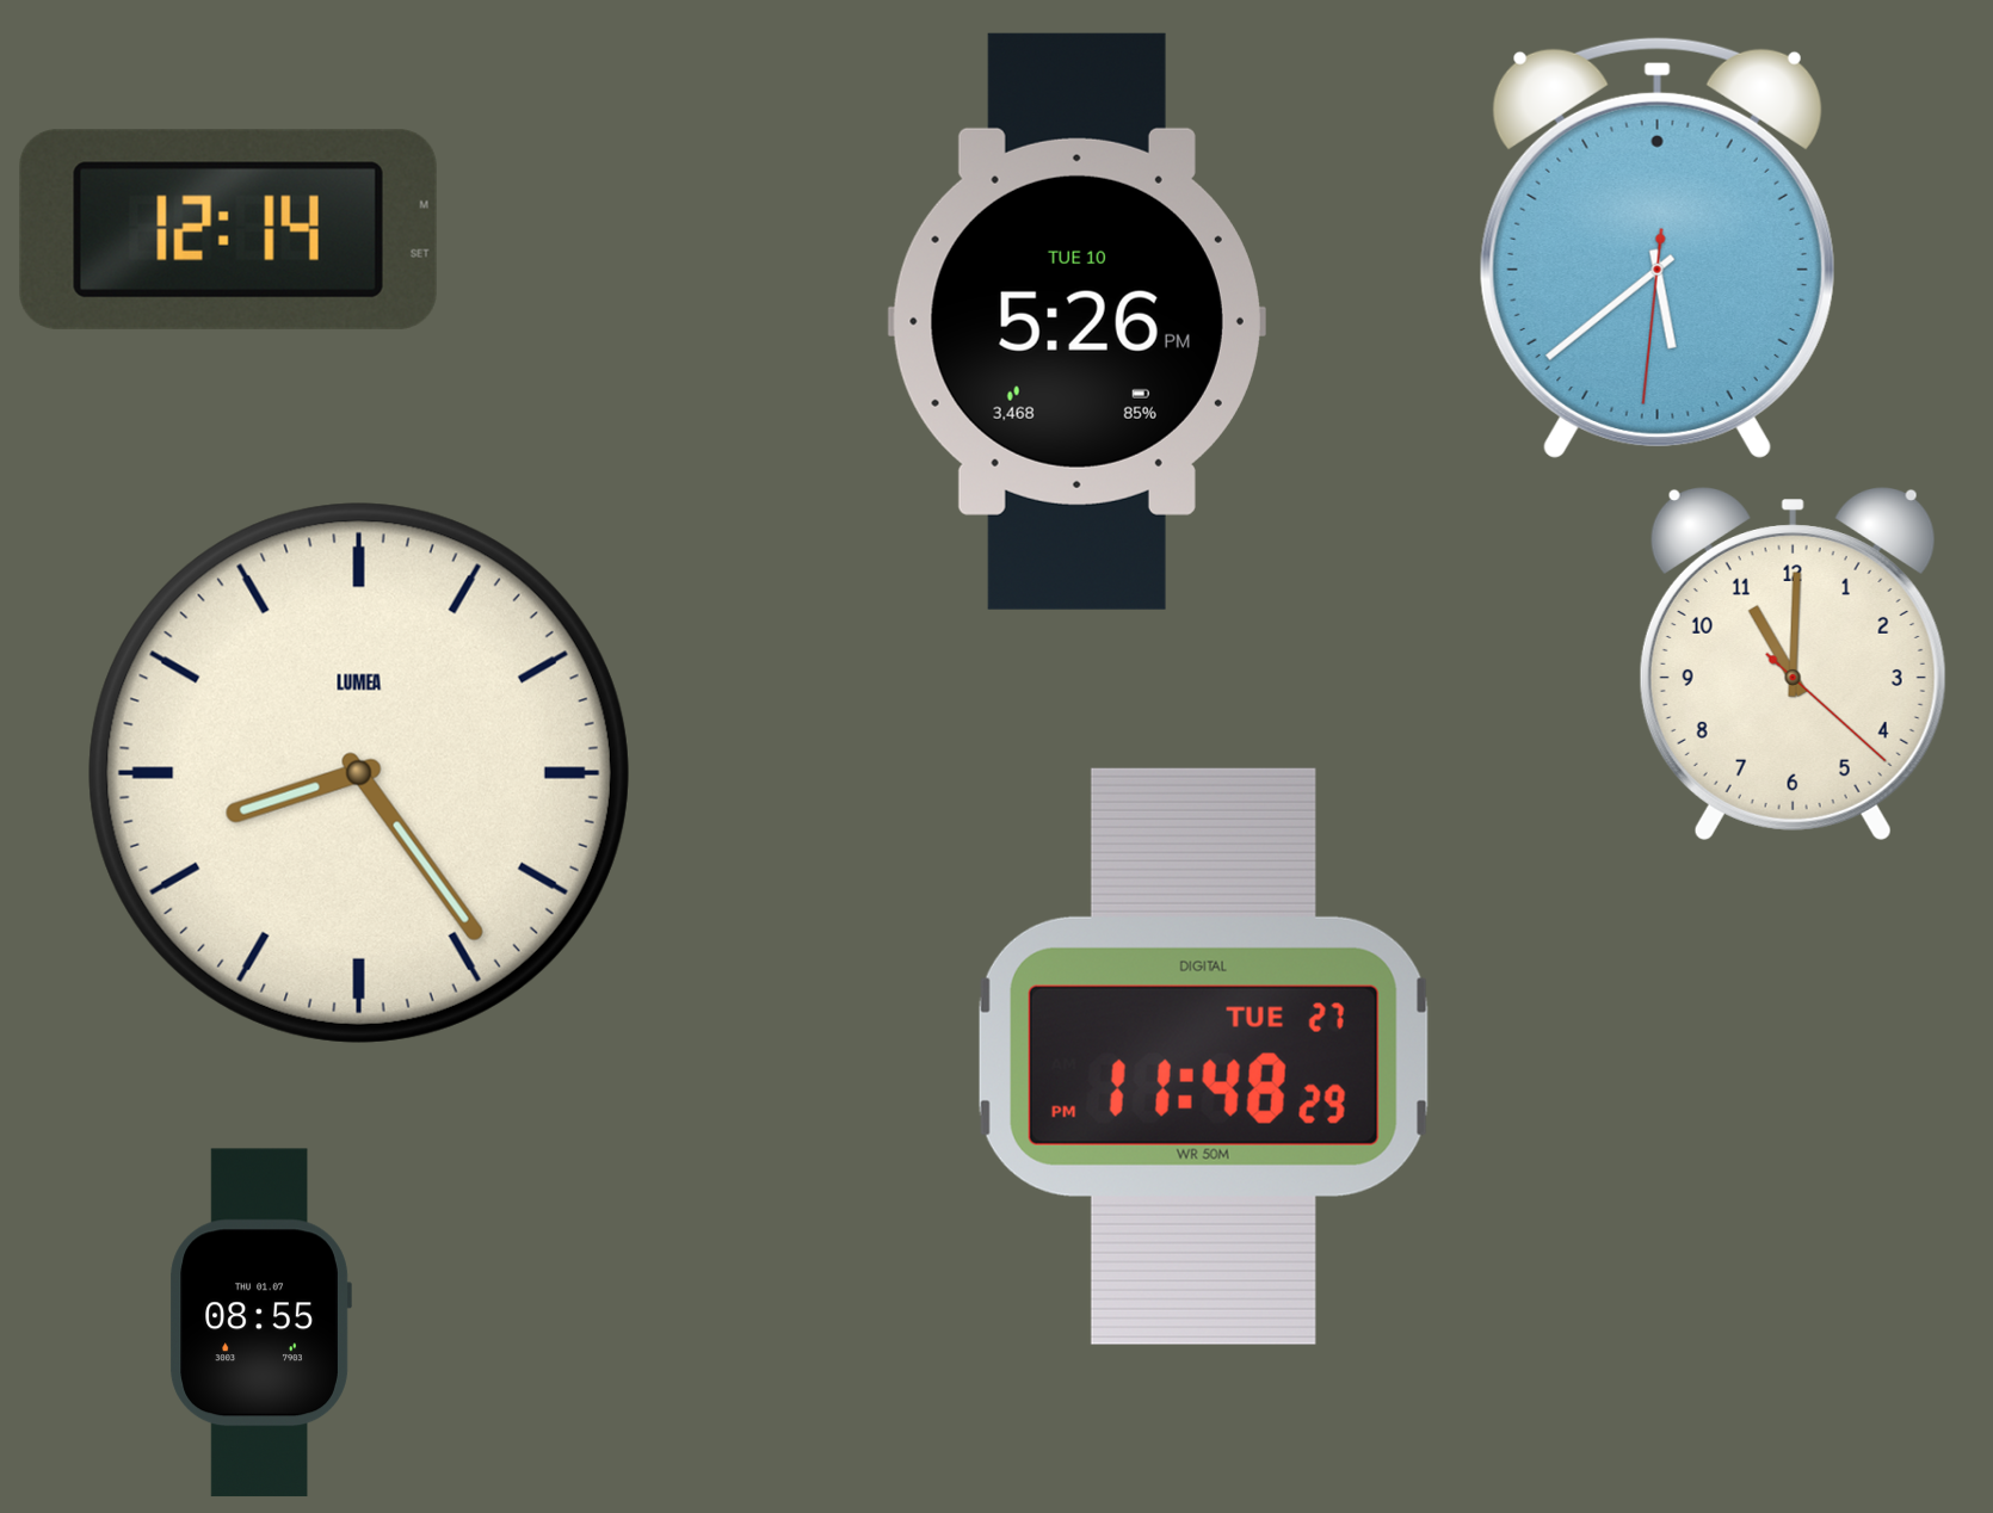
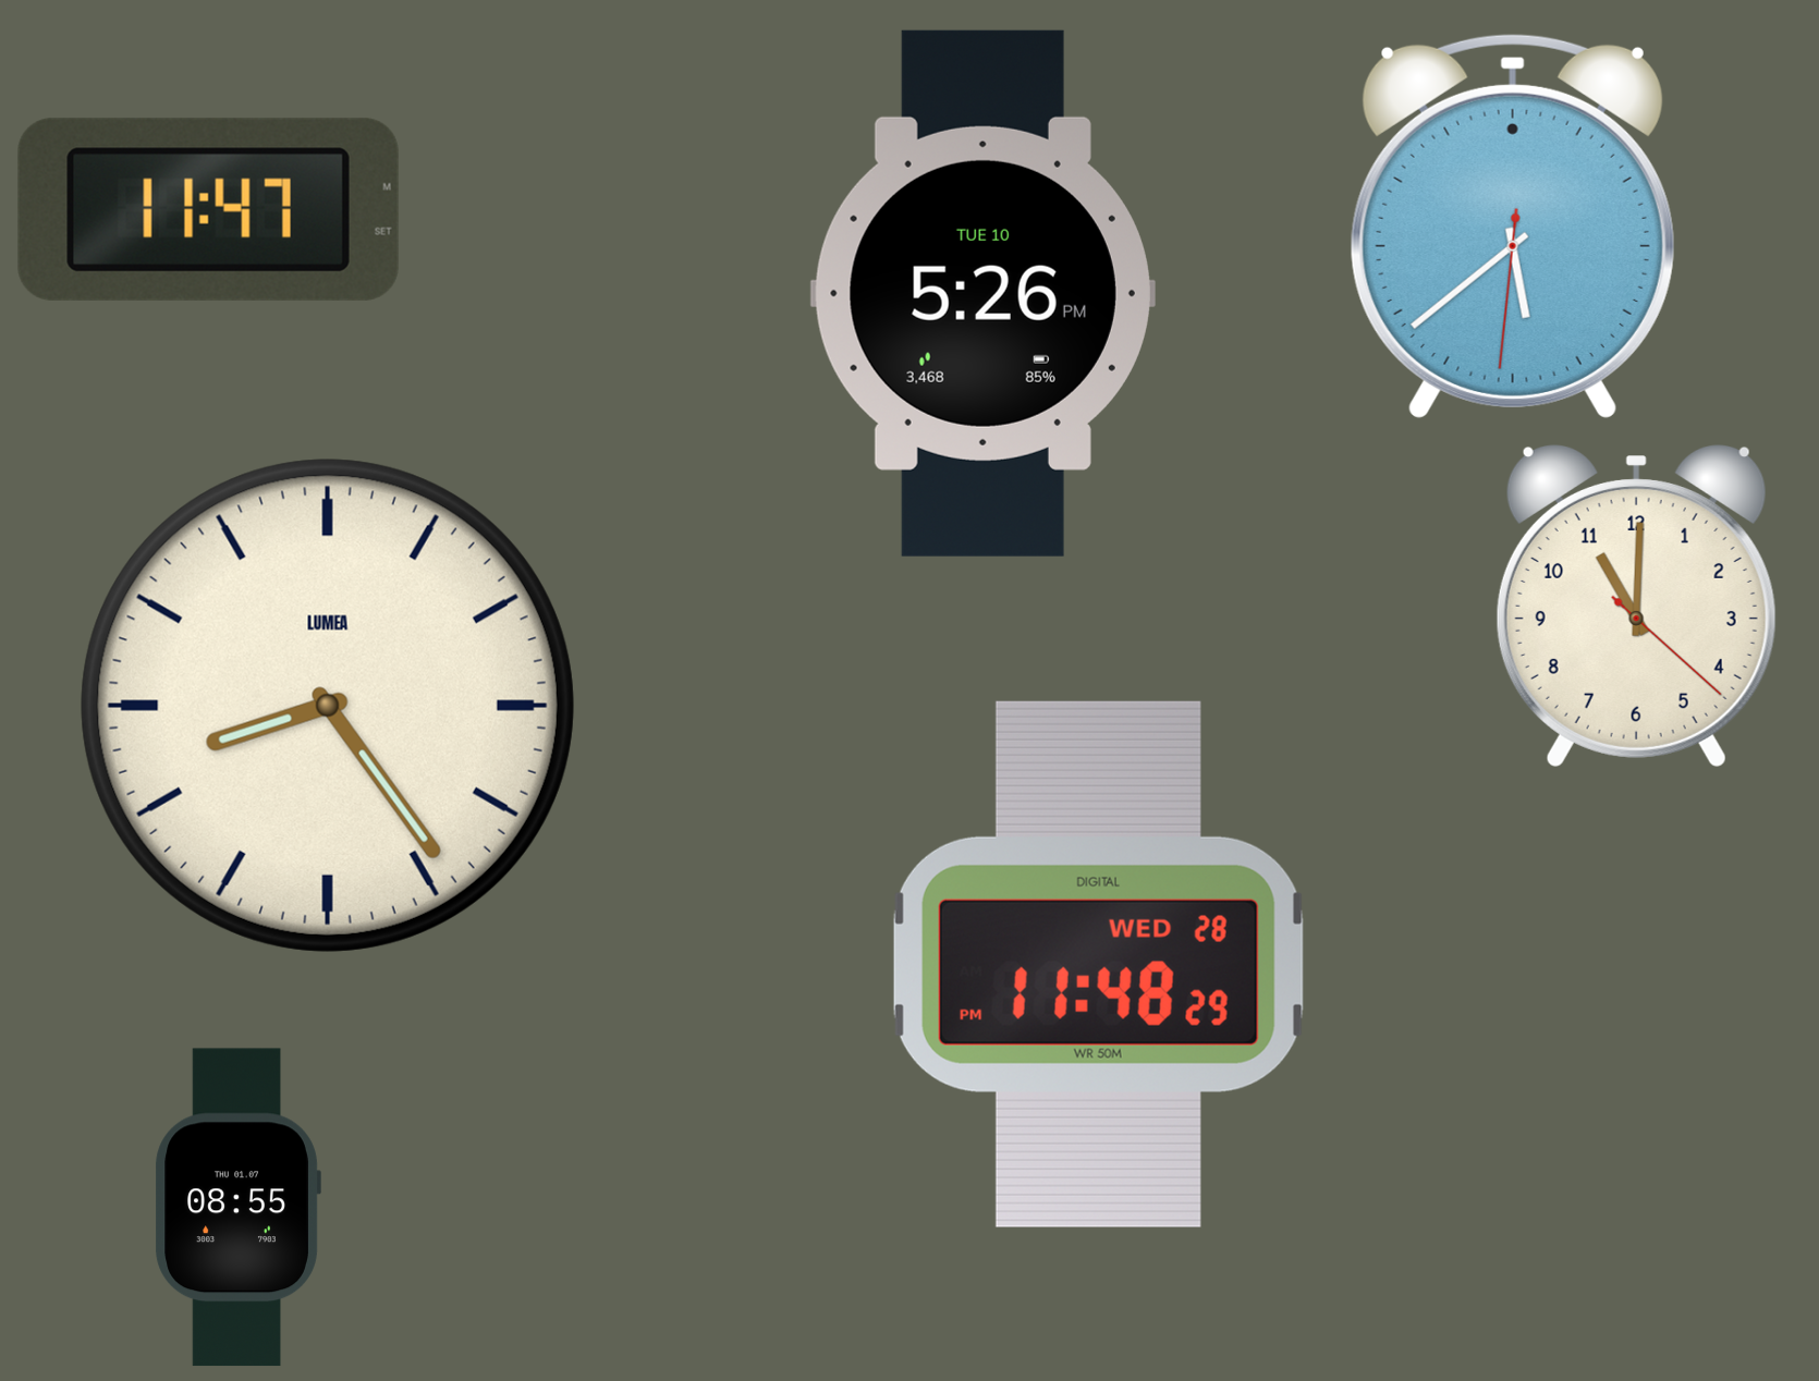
clock at (228, 229): 12:14 -> 11:47
clock at (1203, 1056) date: TUE 27 -> WED 28
